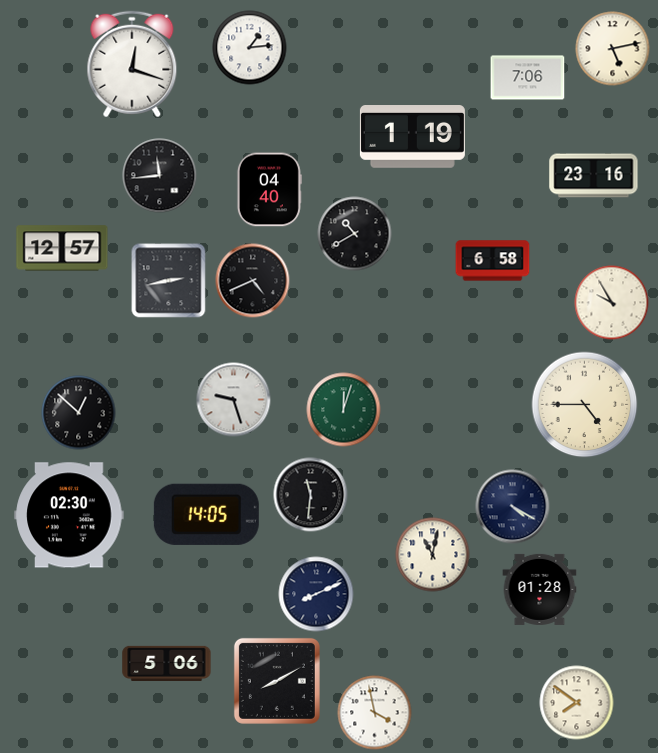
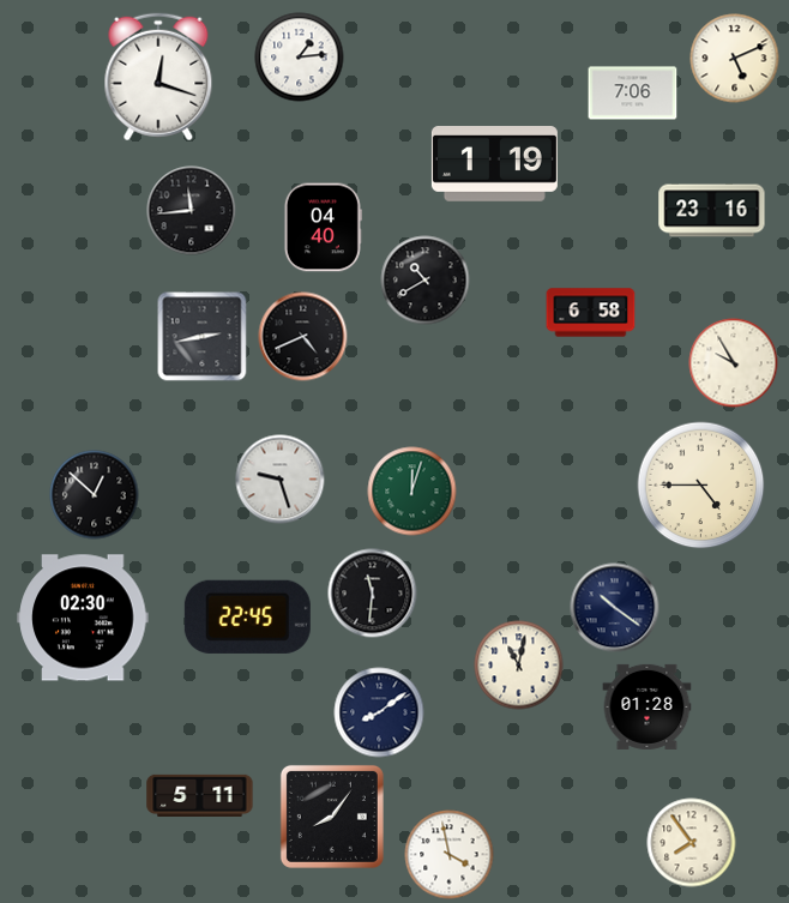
clock at (613, 49): 5:13 -> 5:11
clock at (62, 248): 12:57 -> none
clock at (513, 507): 4:20 -> 10:21
clock at (206, 514): 14:05 -> 22:45
clock at (316, 594): 8:11 -> 8:09
clock at (167, 663): 5:06 -> 5:11
clock at (277, 681): 8:10 -> 8:06
clock at (577, 703): 7:51 -> 7:54
